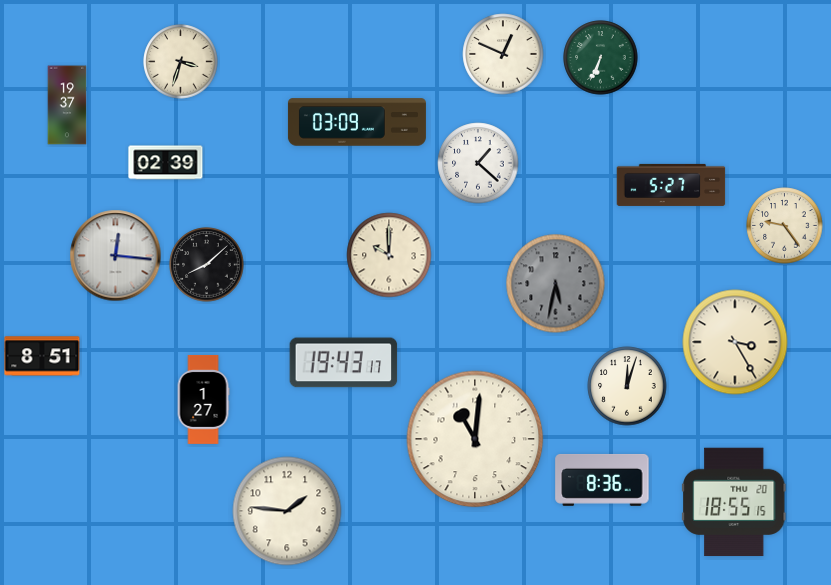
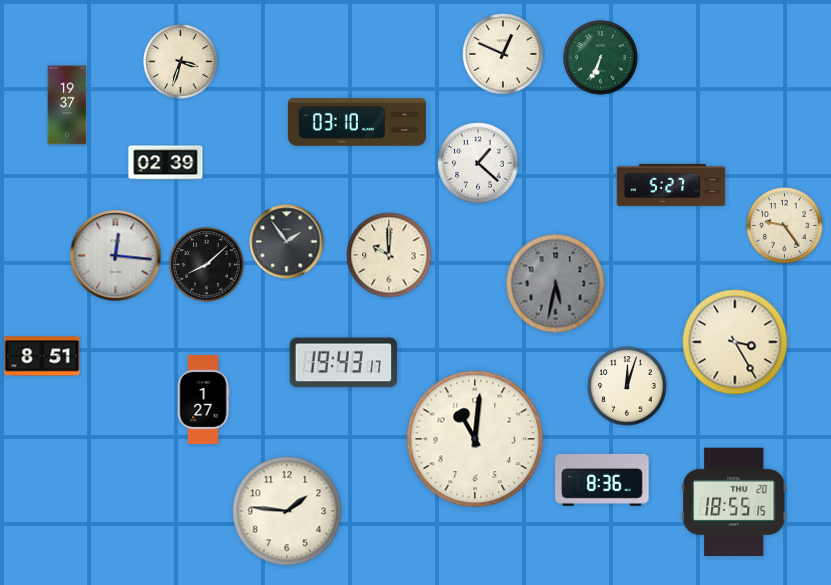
clock at (357, 122): 03:09 -> 03:10
clock at (287, 242): none -> 1:54
